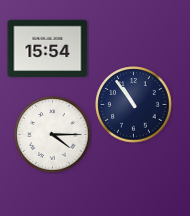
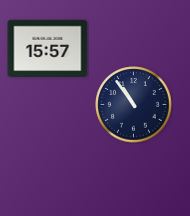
clock at (48, 49): 15:54 -> 15:57
clock at (53, 135): 4:15 -> none
